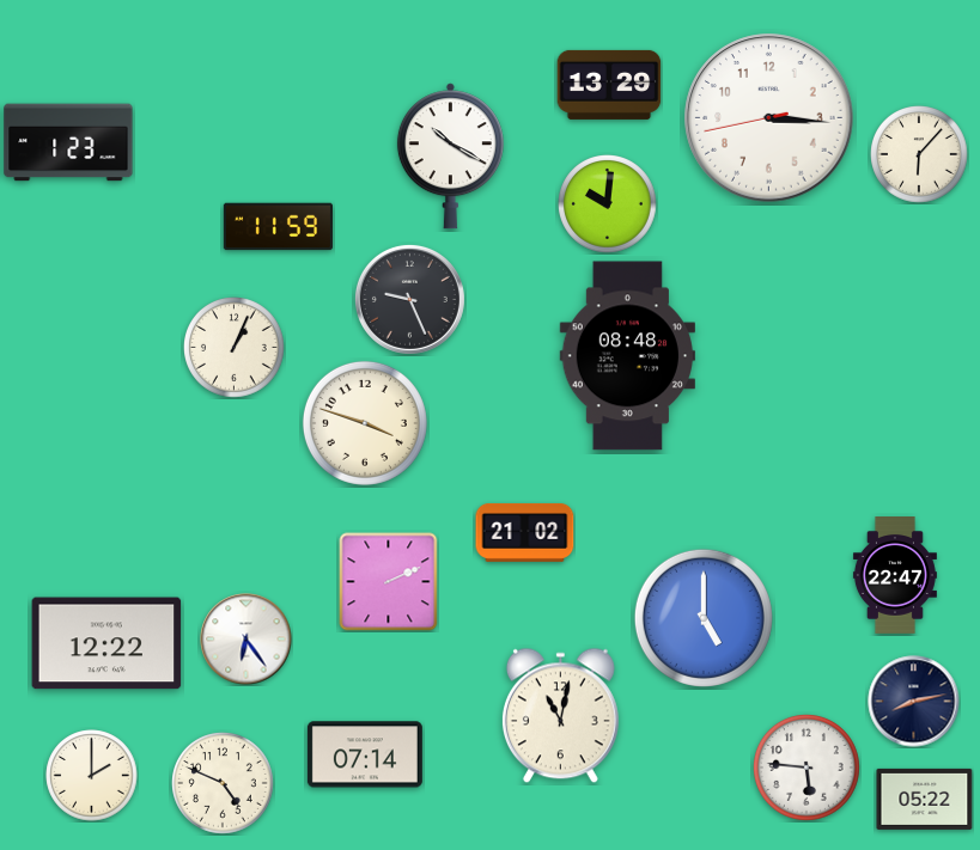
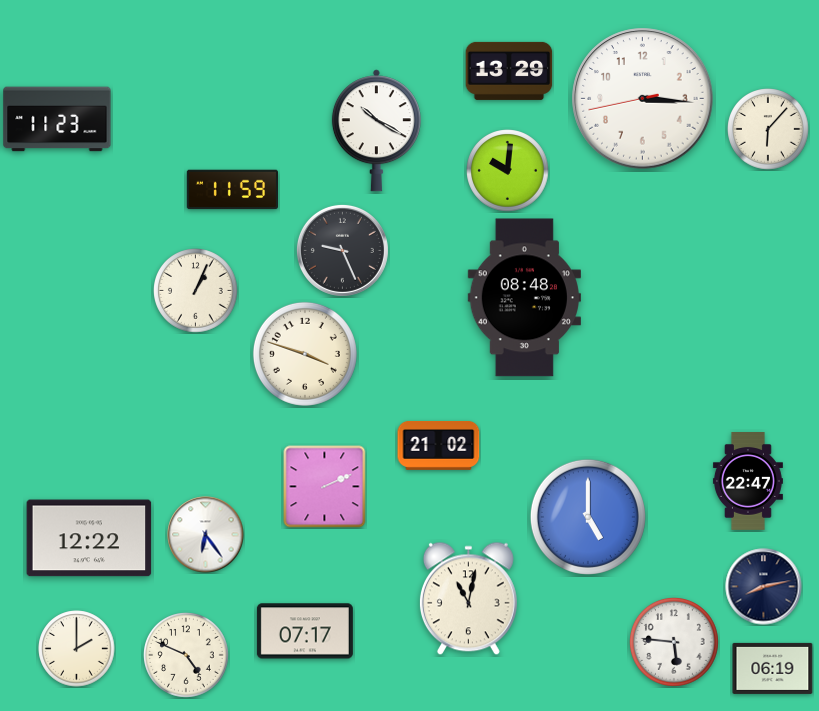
clock at (68, 142): 1:23 -> 11:23
clock at (365, 754): 07:14 -> 07:17
clock at (925, 799): 05:22 -> 06:19
